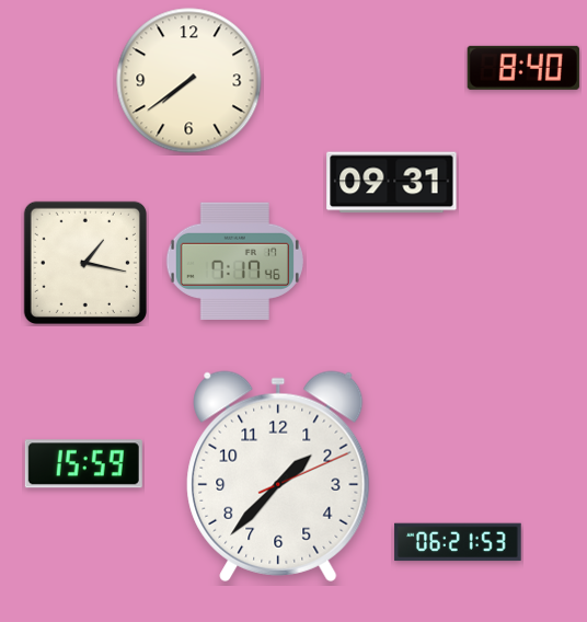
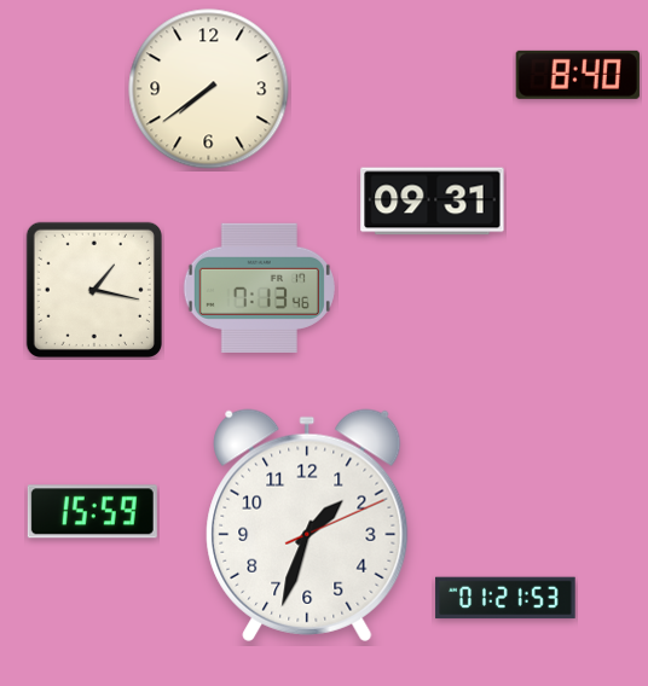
clock at (234, 261): 7:17 -> 7:13
clock at (278, 476): 1:37 -> 1:33
clock at (458, 542): 06:21 -> 01:21
